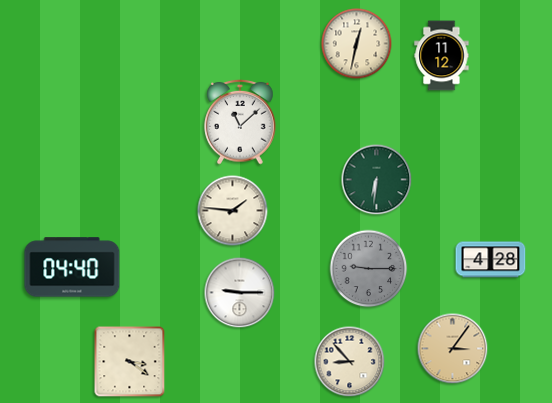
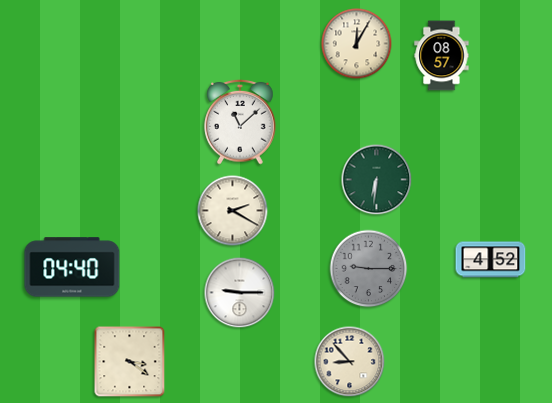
clock at (357, 44): 12:32 -> 12:05
clock at (442, 56): 11:12 -> 08:57
clock at (233, 211): 1:46 -> 2:20
clock at (491, 260): 4:28 -> 4:52
clock at (453, 349): 3:06 -> none
